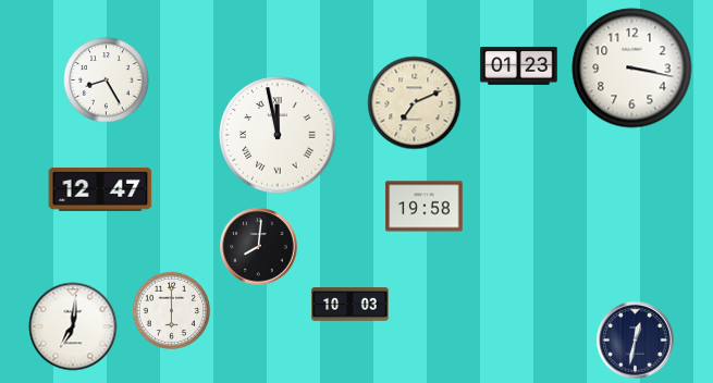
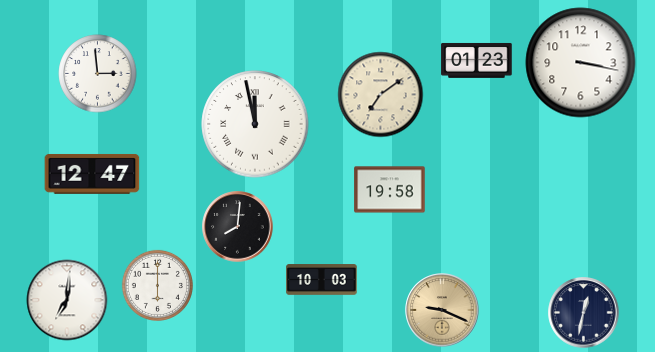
clock at (107, 81): 8:25 -> 2:59
clock at (415, 103): 7:11 -> 7:09
clock at (442, 310): none -> 9:19
